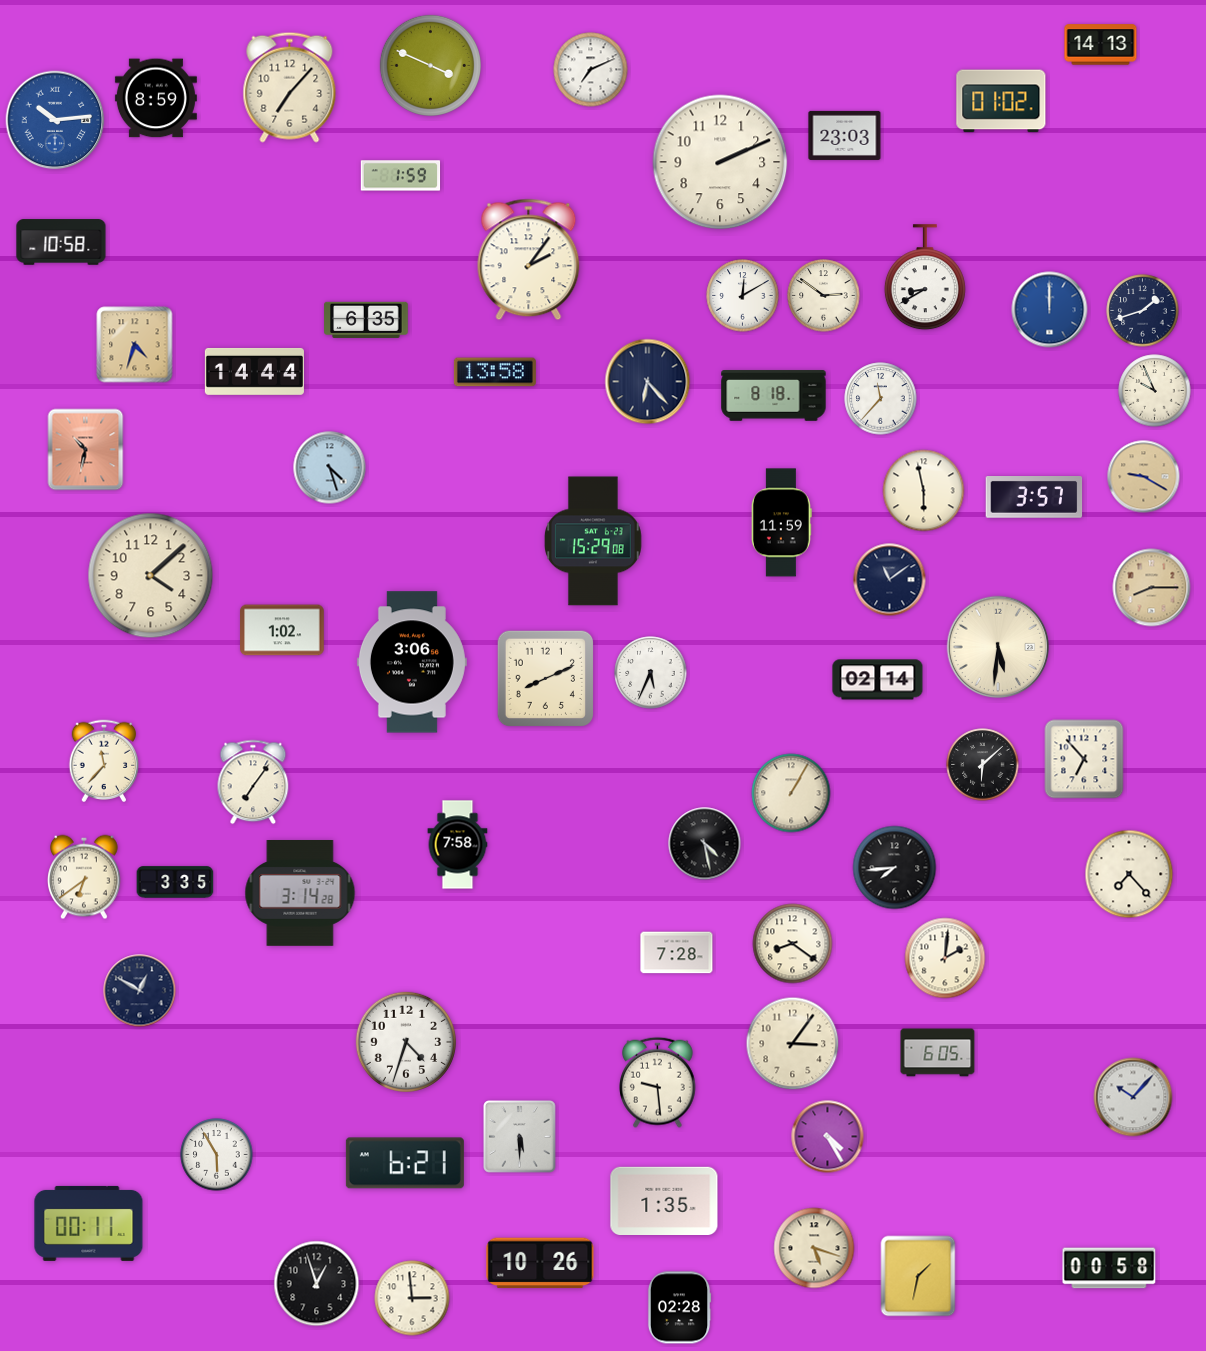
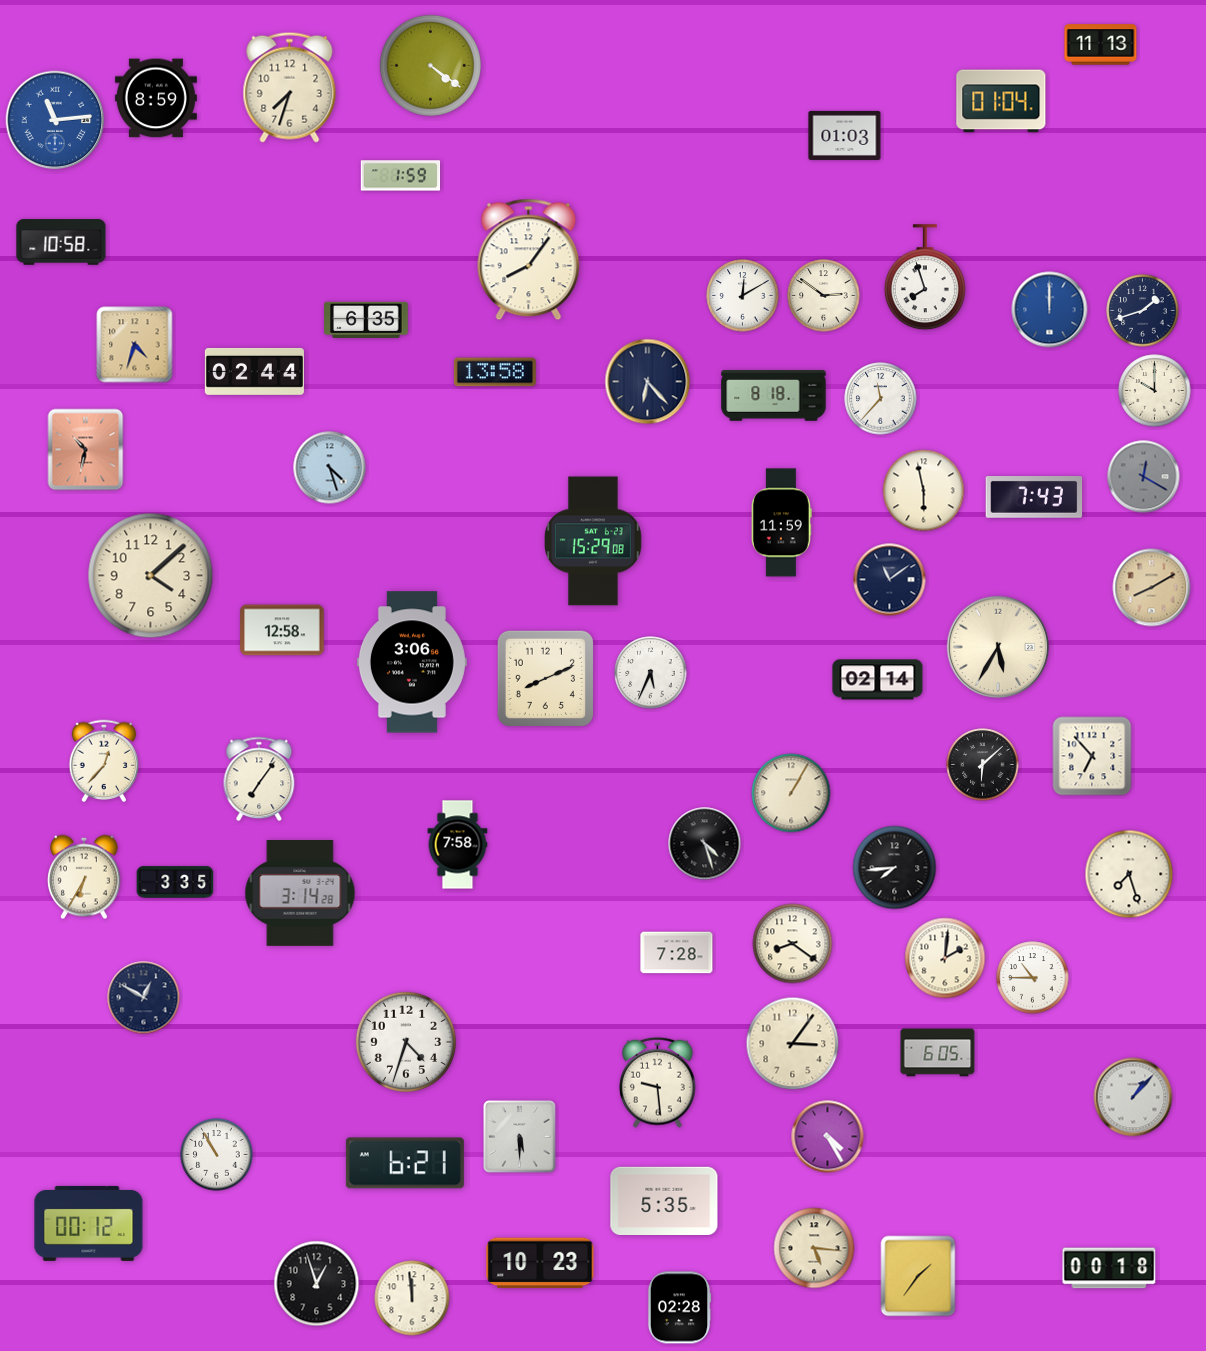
clock at (1101, 45): 14:13 -> 11:13
clock at (430, 65): 3:49 -> 4:21
clock at (591, 70): 7:11 -> none
clock at (290, 87): 7:07 -> 7:33
clock at (1001, 101): 01:02 -> 01:04
clock at (55, 120): 10:14 -> 11:14
clock at (845, 135): 23:03 -> 01:03
clock at (720, 162): 2:11 -> none
clock at (529, 260): 2:06 -> 8:06
clock at (925, 278): 8:40 -> 7:57
clock at (254, 371): 14:44 -> 02:44
clock at (1155, 391): 9:56 -> 10:00
clock at (1144, 477): 9:20 -> 12:20
clock at (1144, 477) dial: champagne -> grey
clock at (1034, 498): 3:57 -> 7:43
clock at (1152, 588): 8:15 -> 8:10
clock at (282, 630): 1:02 -> 12:58
clock at (998, 647): 5:31 -> 5:35
clock at (1084, 759) position: (1084, 759) -> (1092, 756)
clock at (104, 760): 11:37 -> 12:37
clock at (253, 782) position: (253, 782) -> (259, 779)
clock at (705, 844): 4:28 -> 4:27
clock at (1129, 874): 7:23 -> 7:27
clock at (85, 877): 6:39 -> 6:35
clock at (1033, 978): none -> 10:45
clock at (140, 991) position: (140, 991) -> (144, 998)
clock at (1133, 1097): 10:07 -> 1:07
clock at (217, 1155): 5:55 -> 10:55
clock at (664, 1200): 1:35 -> 5:35
clock at (89, 1223): 00:11 -> 00:12
clock at (814, 1248): 5:18 -> 5:16
clock at (540, 1263): 10:26 -> 10:23
clock at (1109, 1268): 00:58 -> 00:18
clock at (918, 1276): 1:32 -> 1:36
clock at (412, 1298): 2:59 -> 11:59
